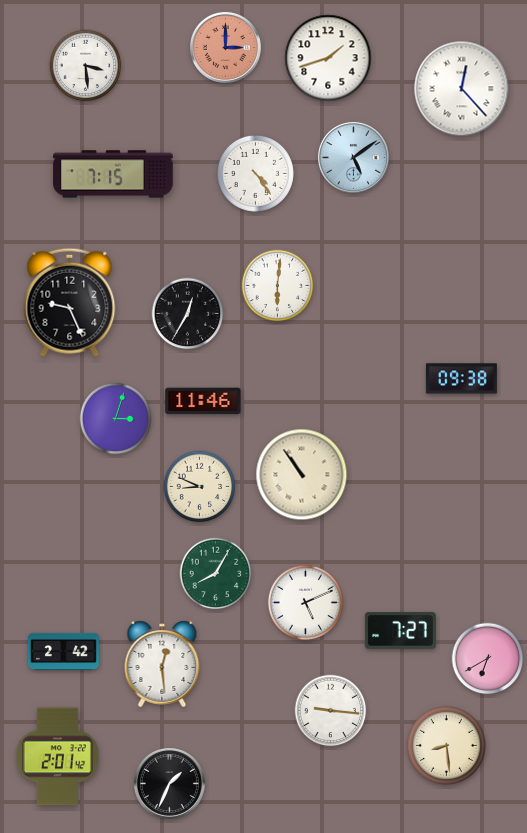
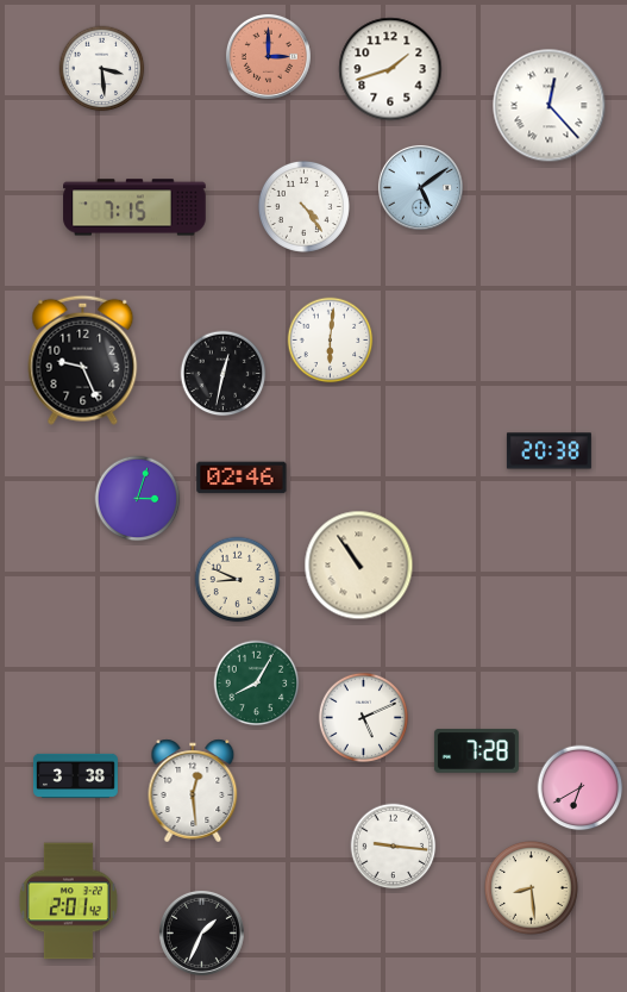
clock at (86, 66) position: (86, 66) -> (102, 69)
clock at (188, 314): 12:35 -> 12:32
clock at (461, 379): 09:38 -> 20:38
clock at (203, 401): 11:46 -> 02:46
clock at (400, 631): 7:27 -> 7:28
clock at (63, 651): 2:42 -> 3:38
clock at (488, 659) position: (488, 659) -> (581, 788)
